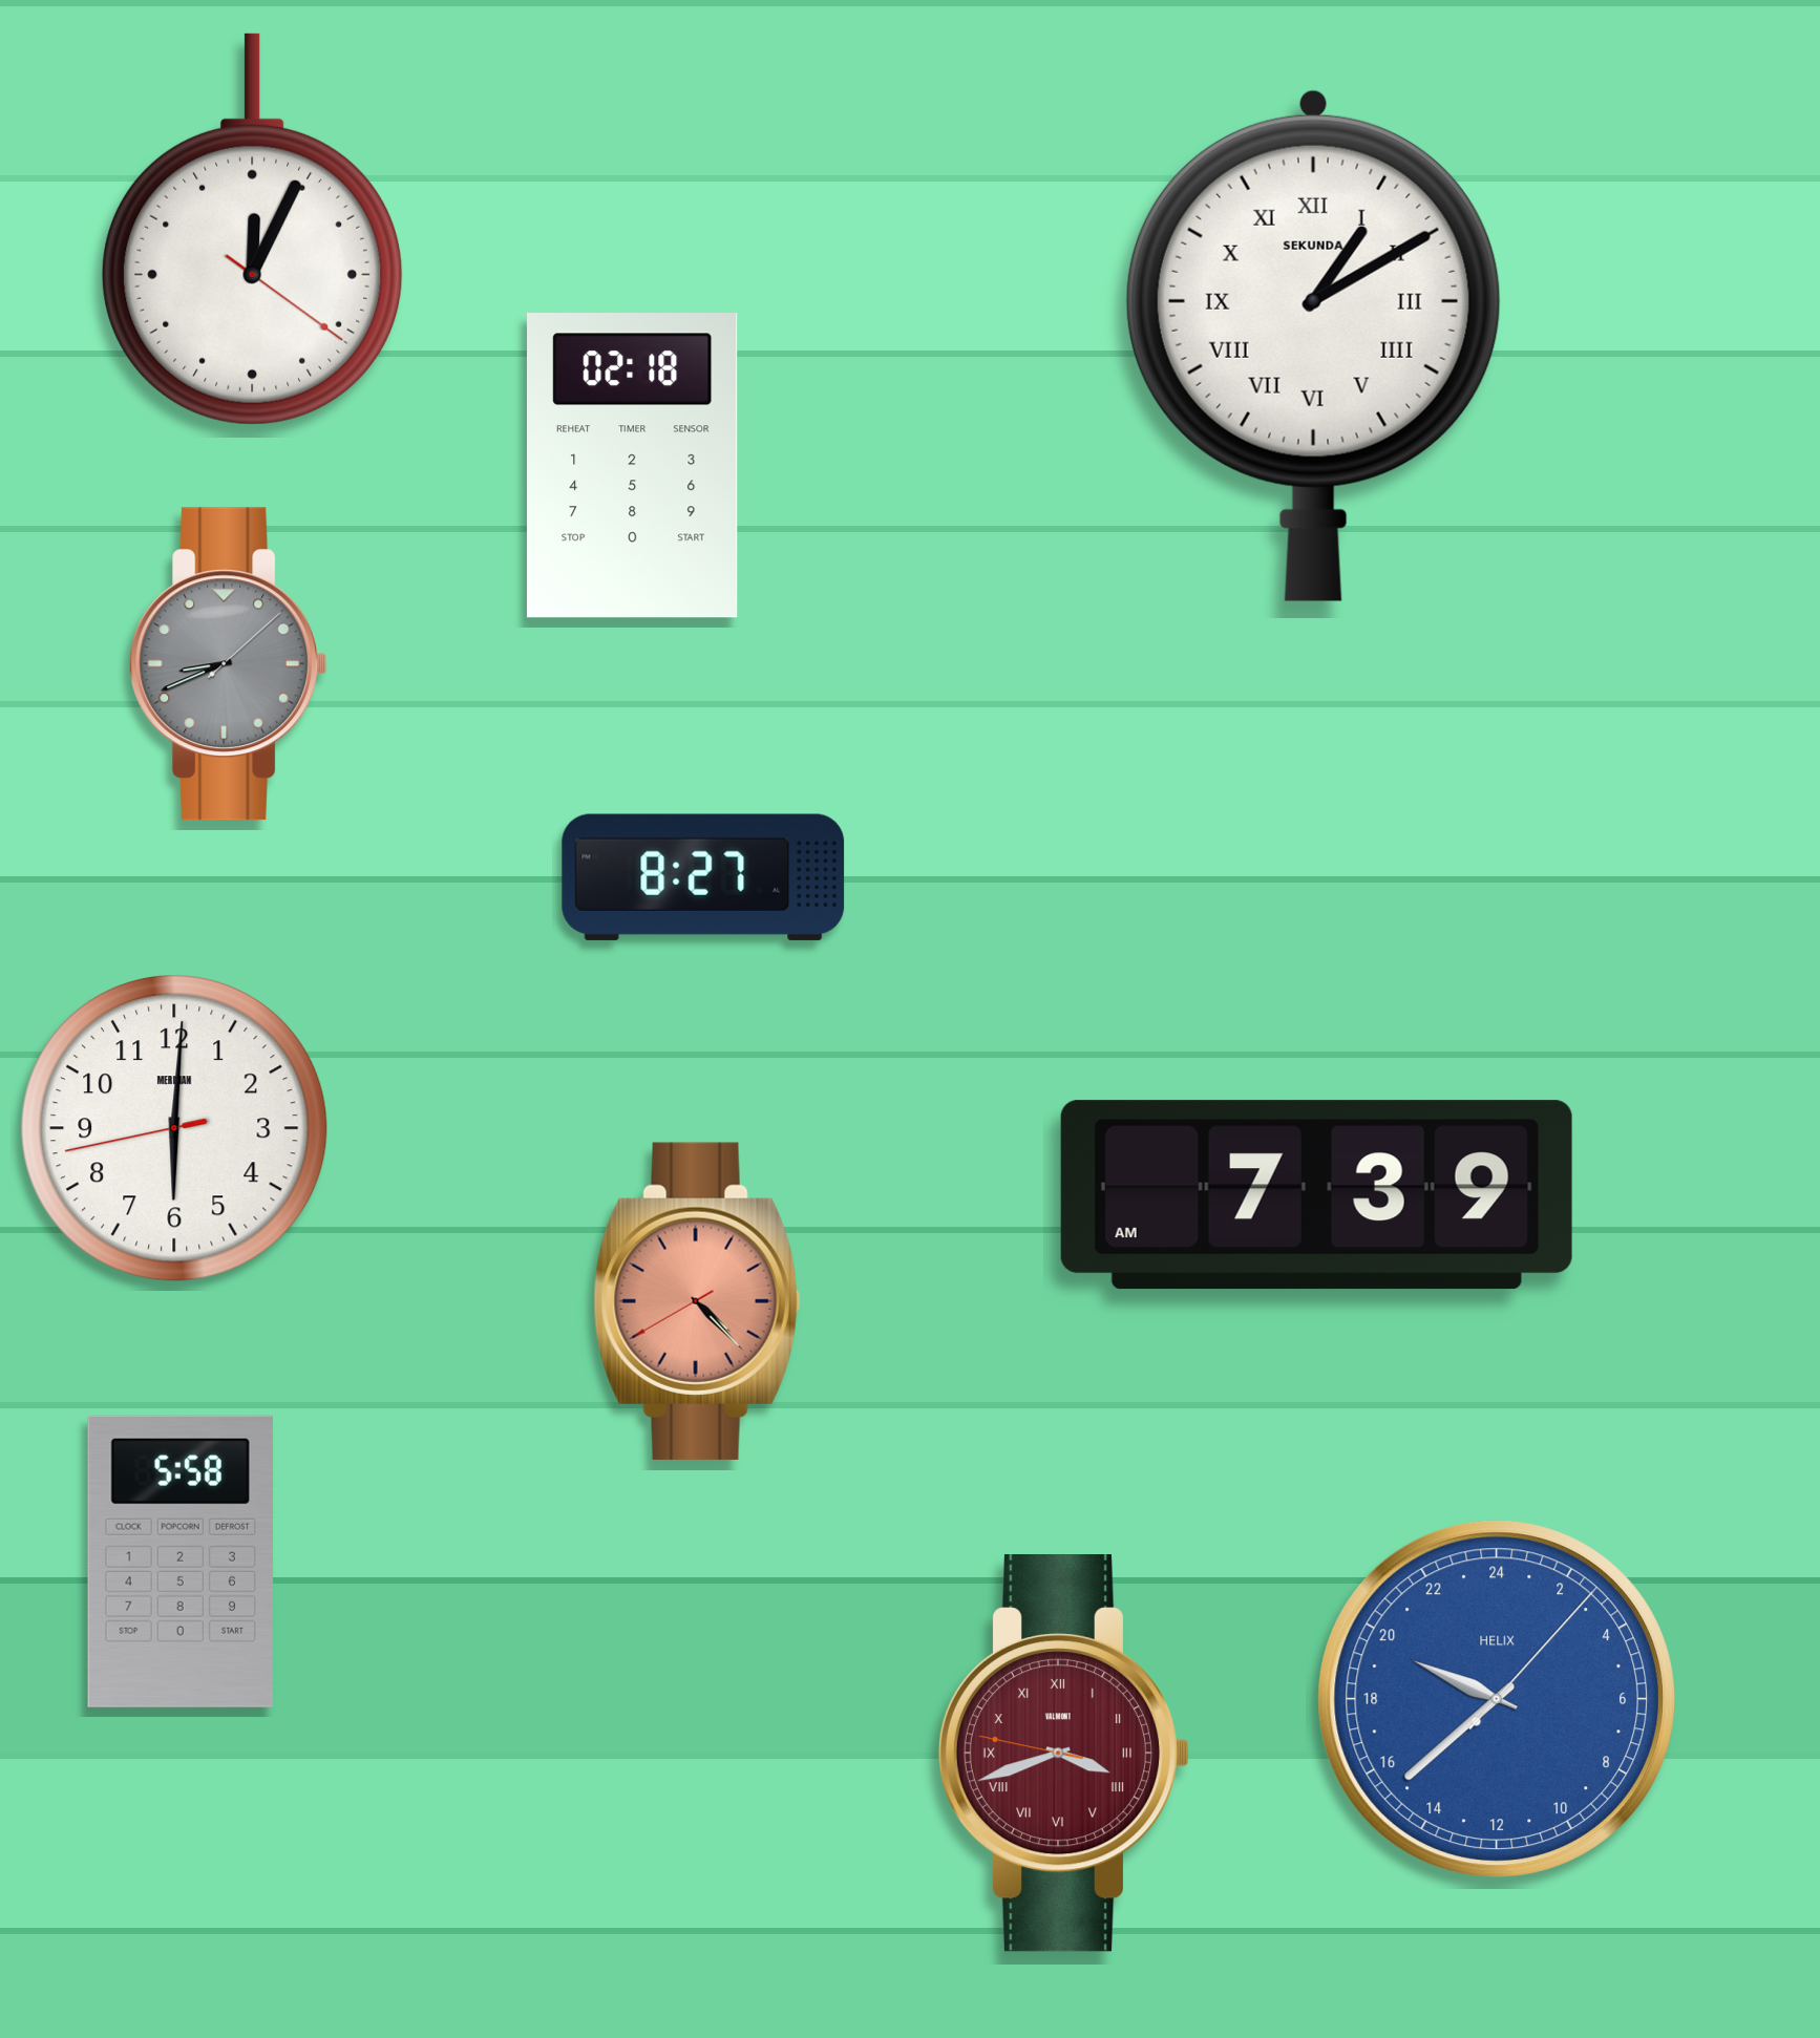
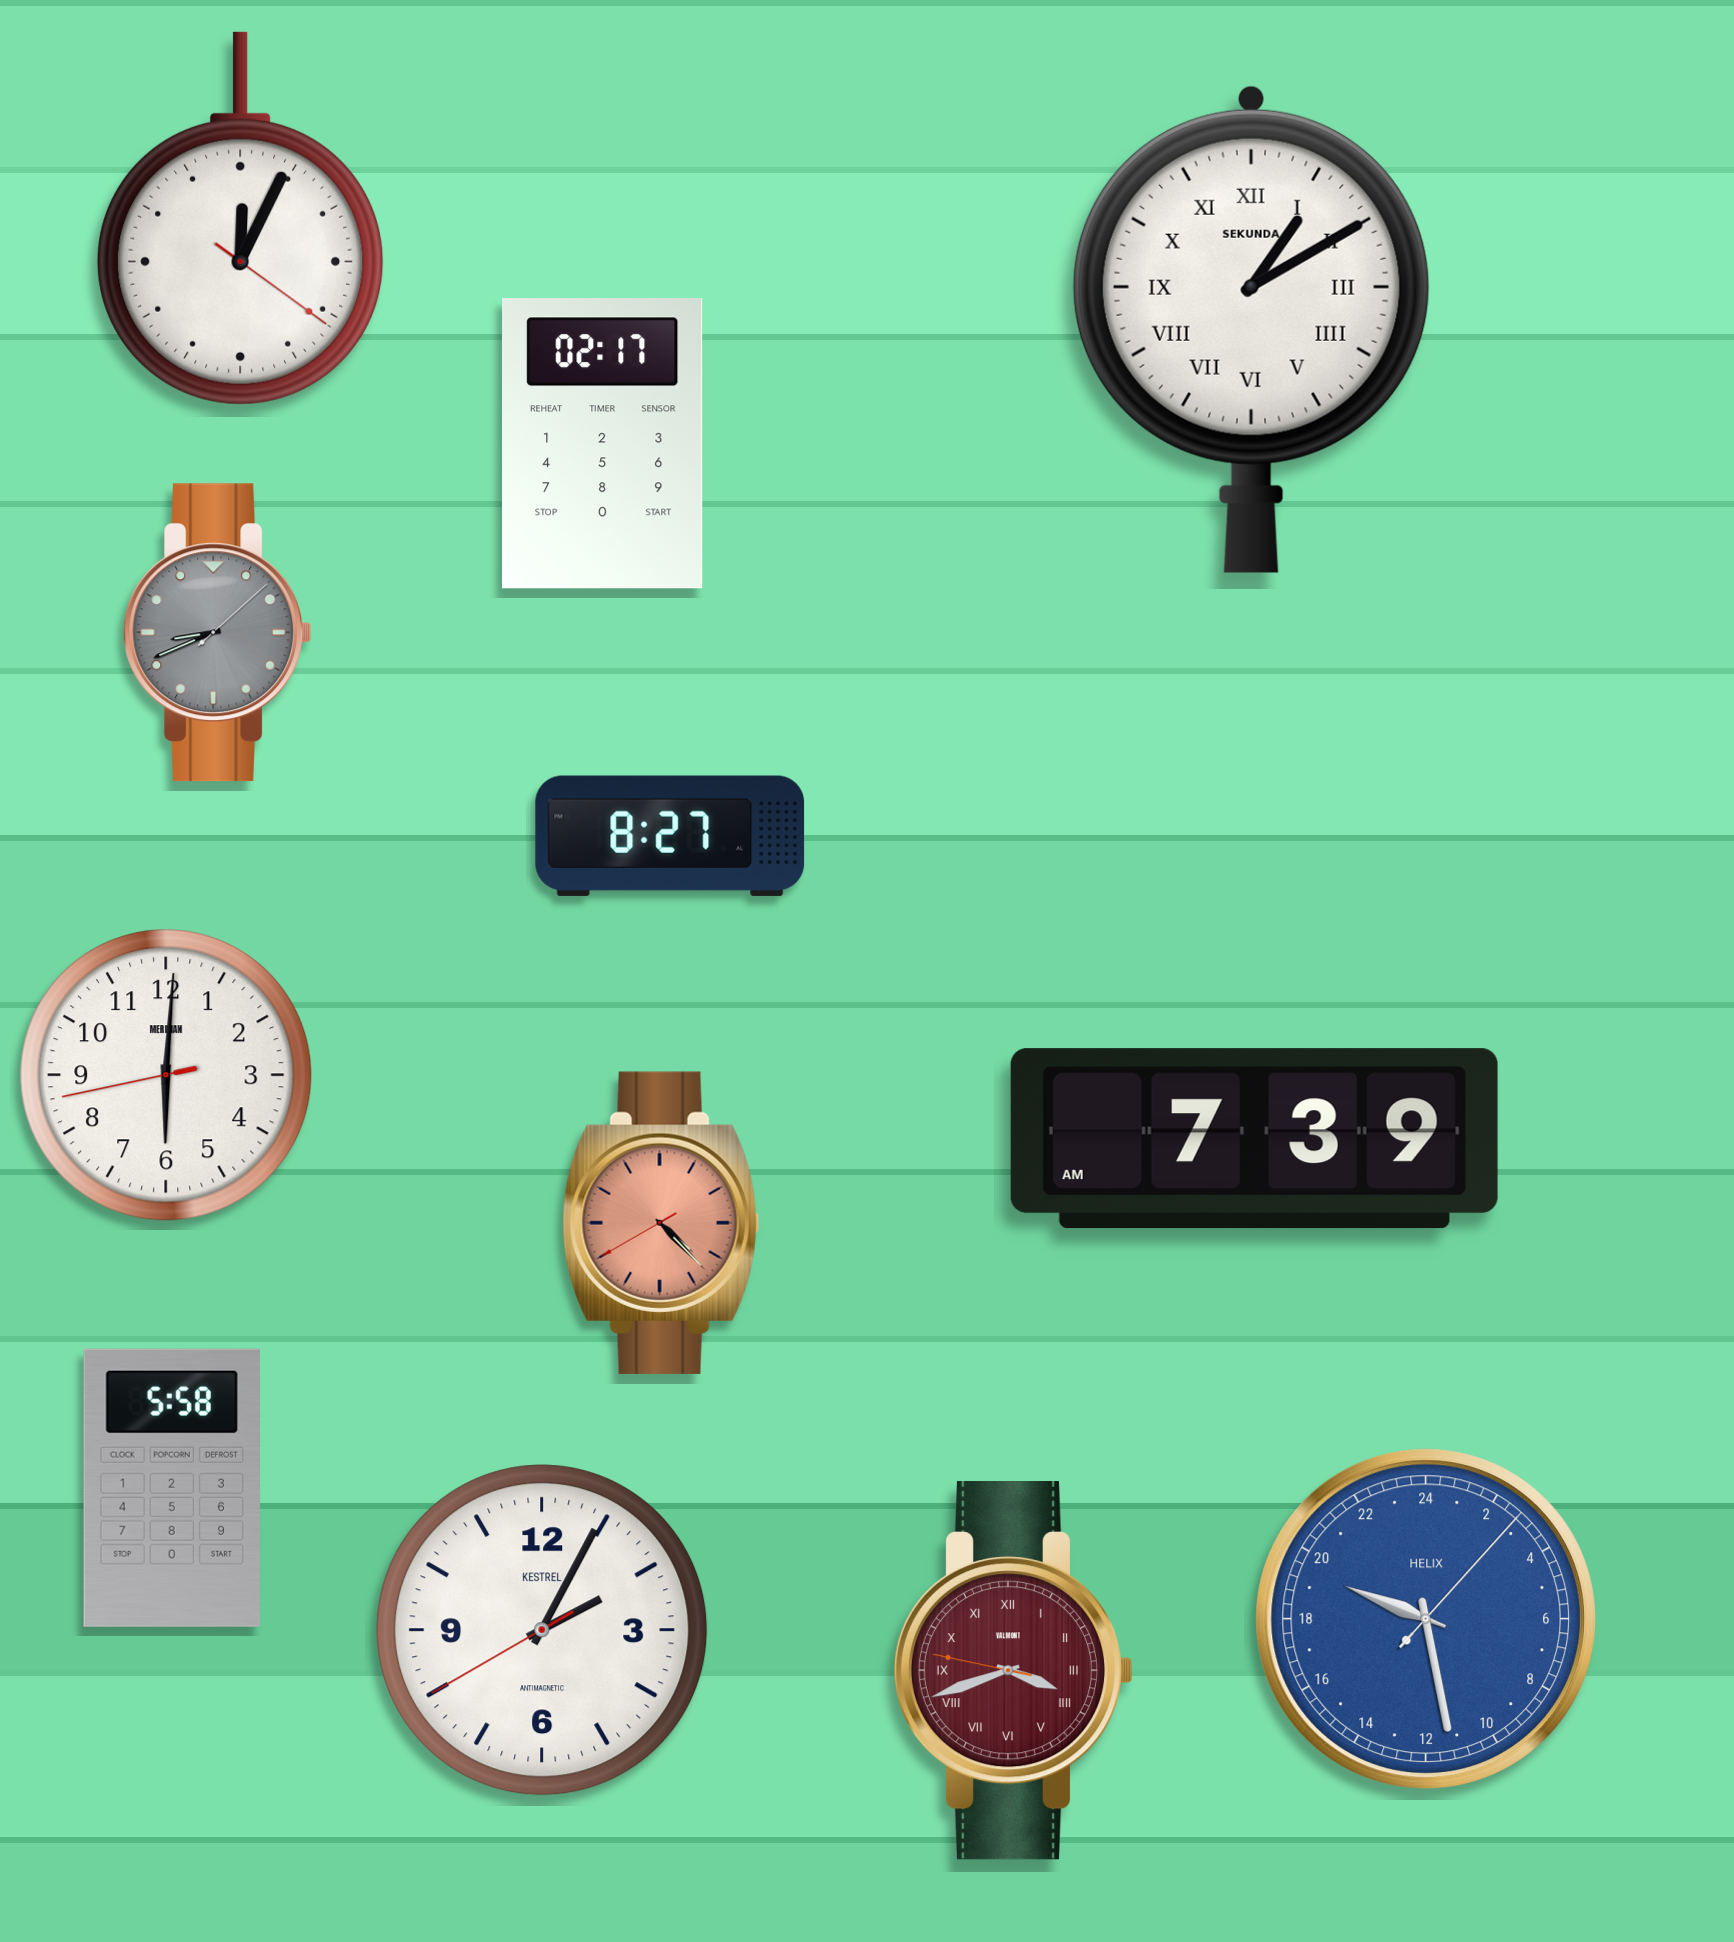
clock at (633, 466): 02:18 -> 02:17
clock at (697, 1301) position: (697, 1301) -> (661, 1223)
clock at (1496, 1698): 19:38 -> 19:28
clock at (542, 1630): none -> 2:04
